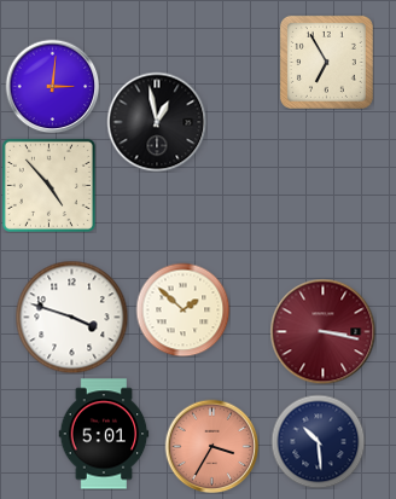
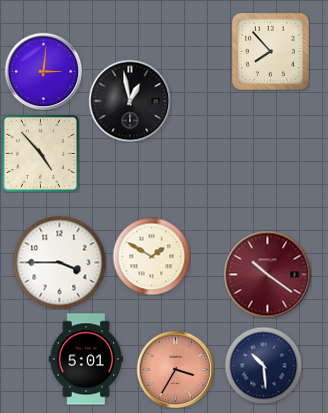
clock at (326, 62): 6:55 -> 7:53
clock at (182, 309): 1:52 -> 1:50
clock at (71, 317): 3:48 -> 3:45
clock at (322, 331): 3:17 -> 10:21
